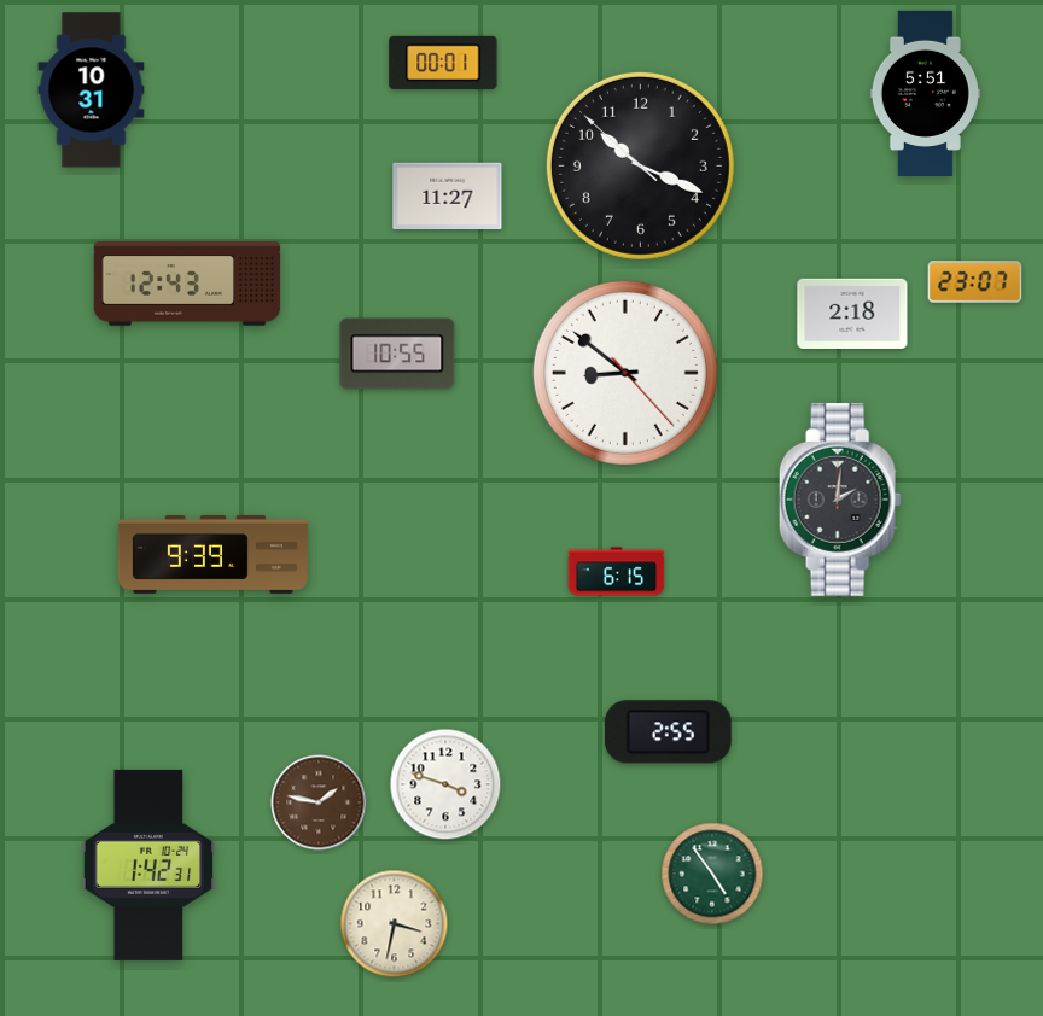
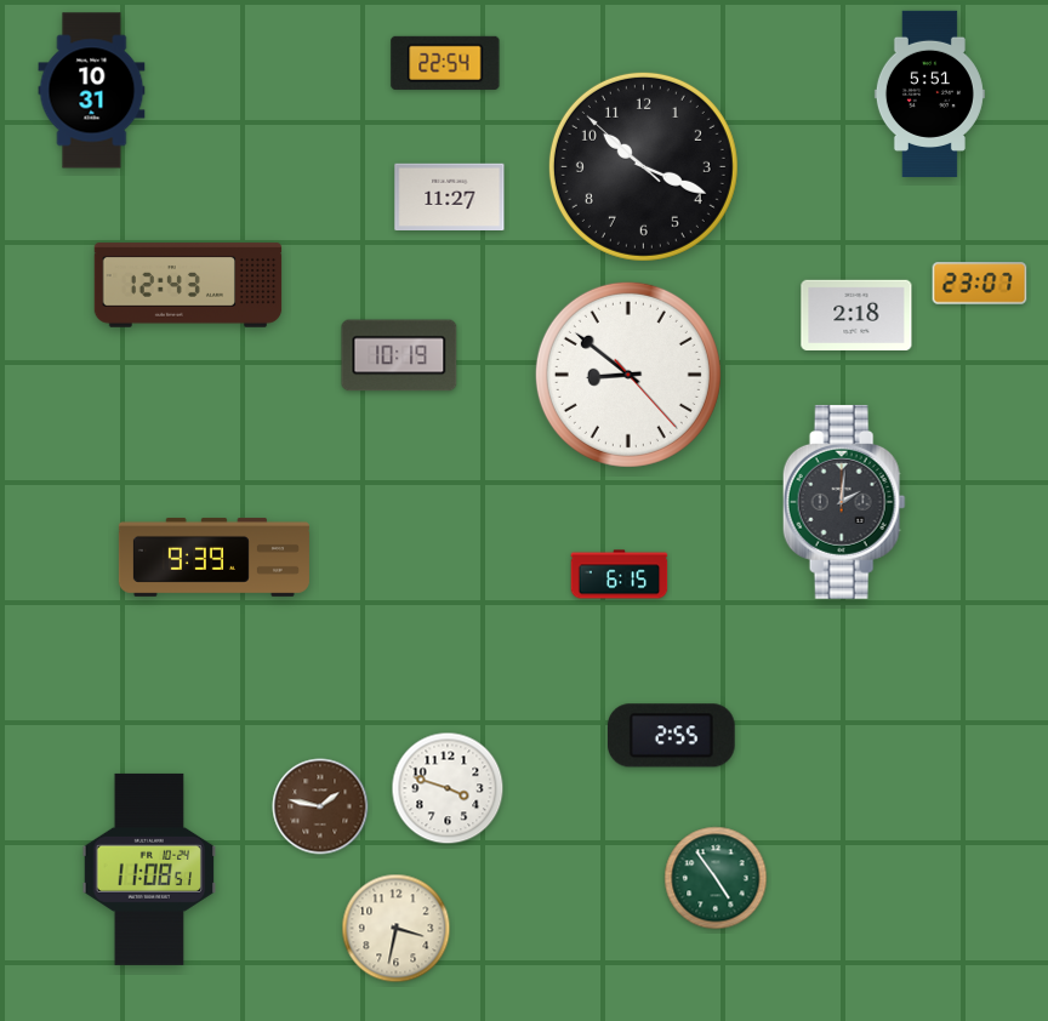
clock at (443, 63): 00:01 -> 22:54
clock at (397, 354): 10:55 -> 10:19
clock at (148, 865): 1:42 -> 11:08
